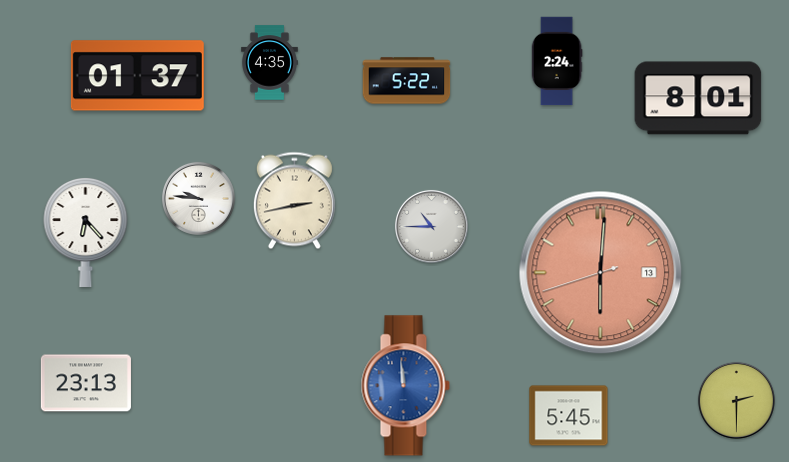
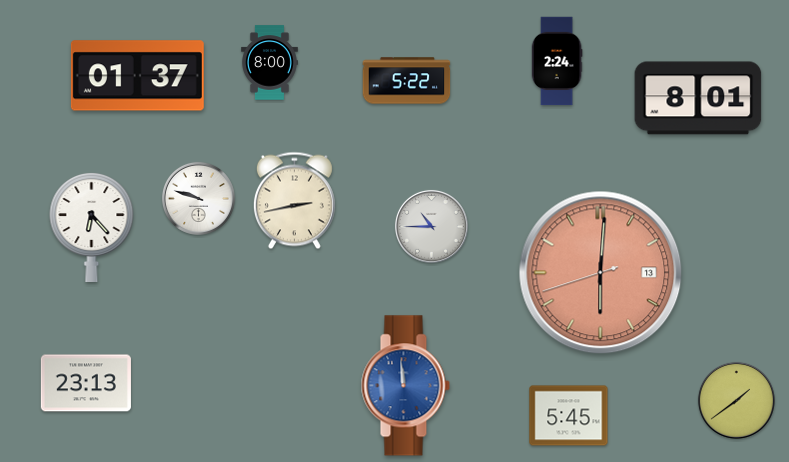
clock at (269, 63): 4:35 -> 8:00
clock at (198, 198): 9:46 -> 9:48
clock at (86, 231) position: (86, 231) -> (92, 226)
clock at (736, 400): 2:30 -> 1:39
